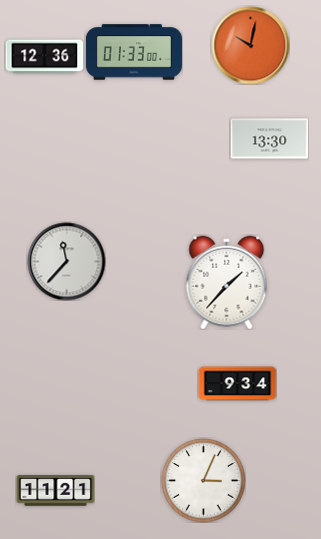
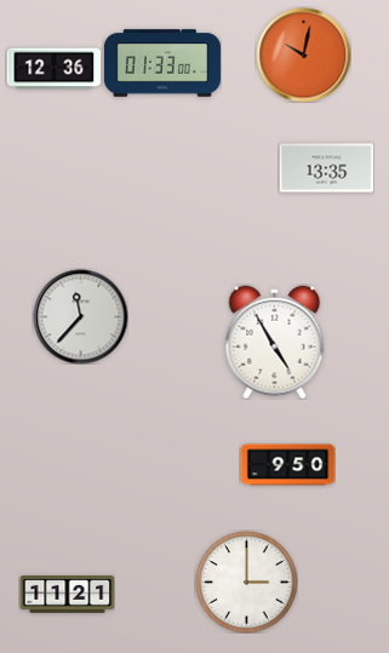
clock at (269, 139): 13:30 -> 13:35
clock at (227, 282): 1:37 -> 4:55
clock at (237, 384): 9:34 -> 9:50
clock at (203, 480): 3:04 -> 3:00
